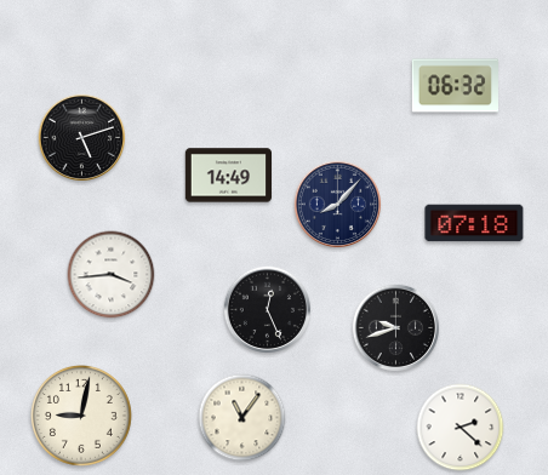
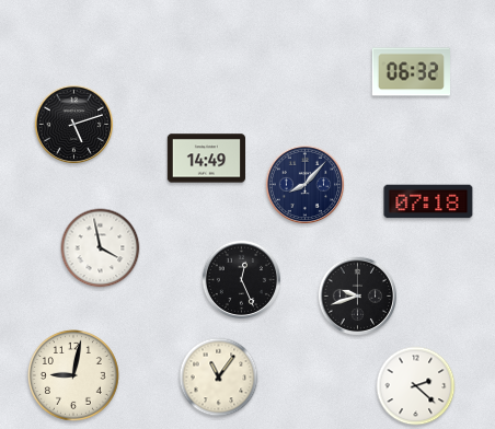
clock at (455, 86) position: (455, 86) -> (411, 72)
clock at (112, 275): 3:44 -> 3:58
